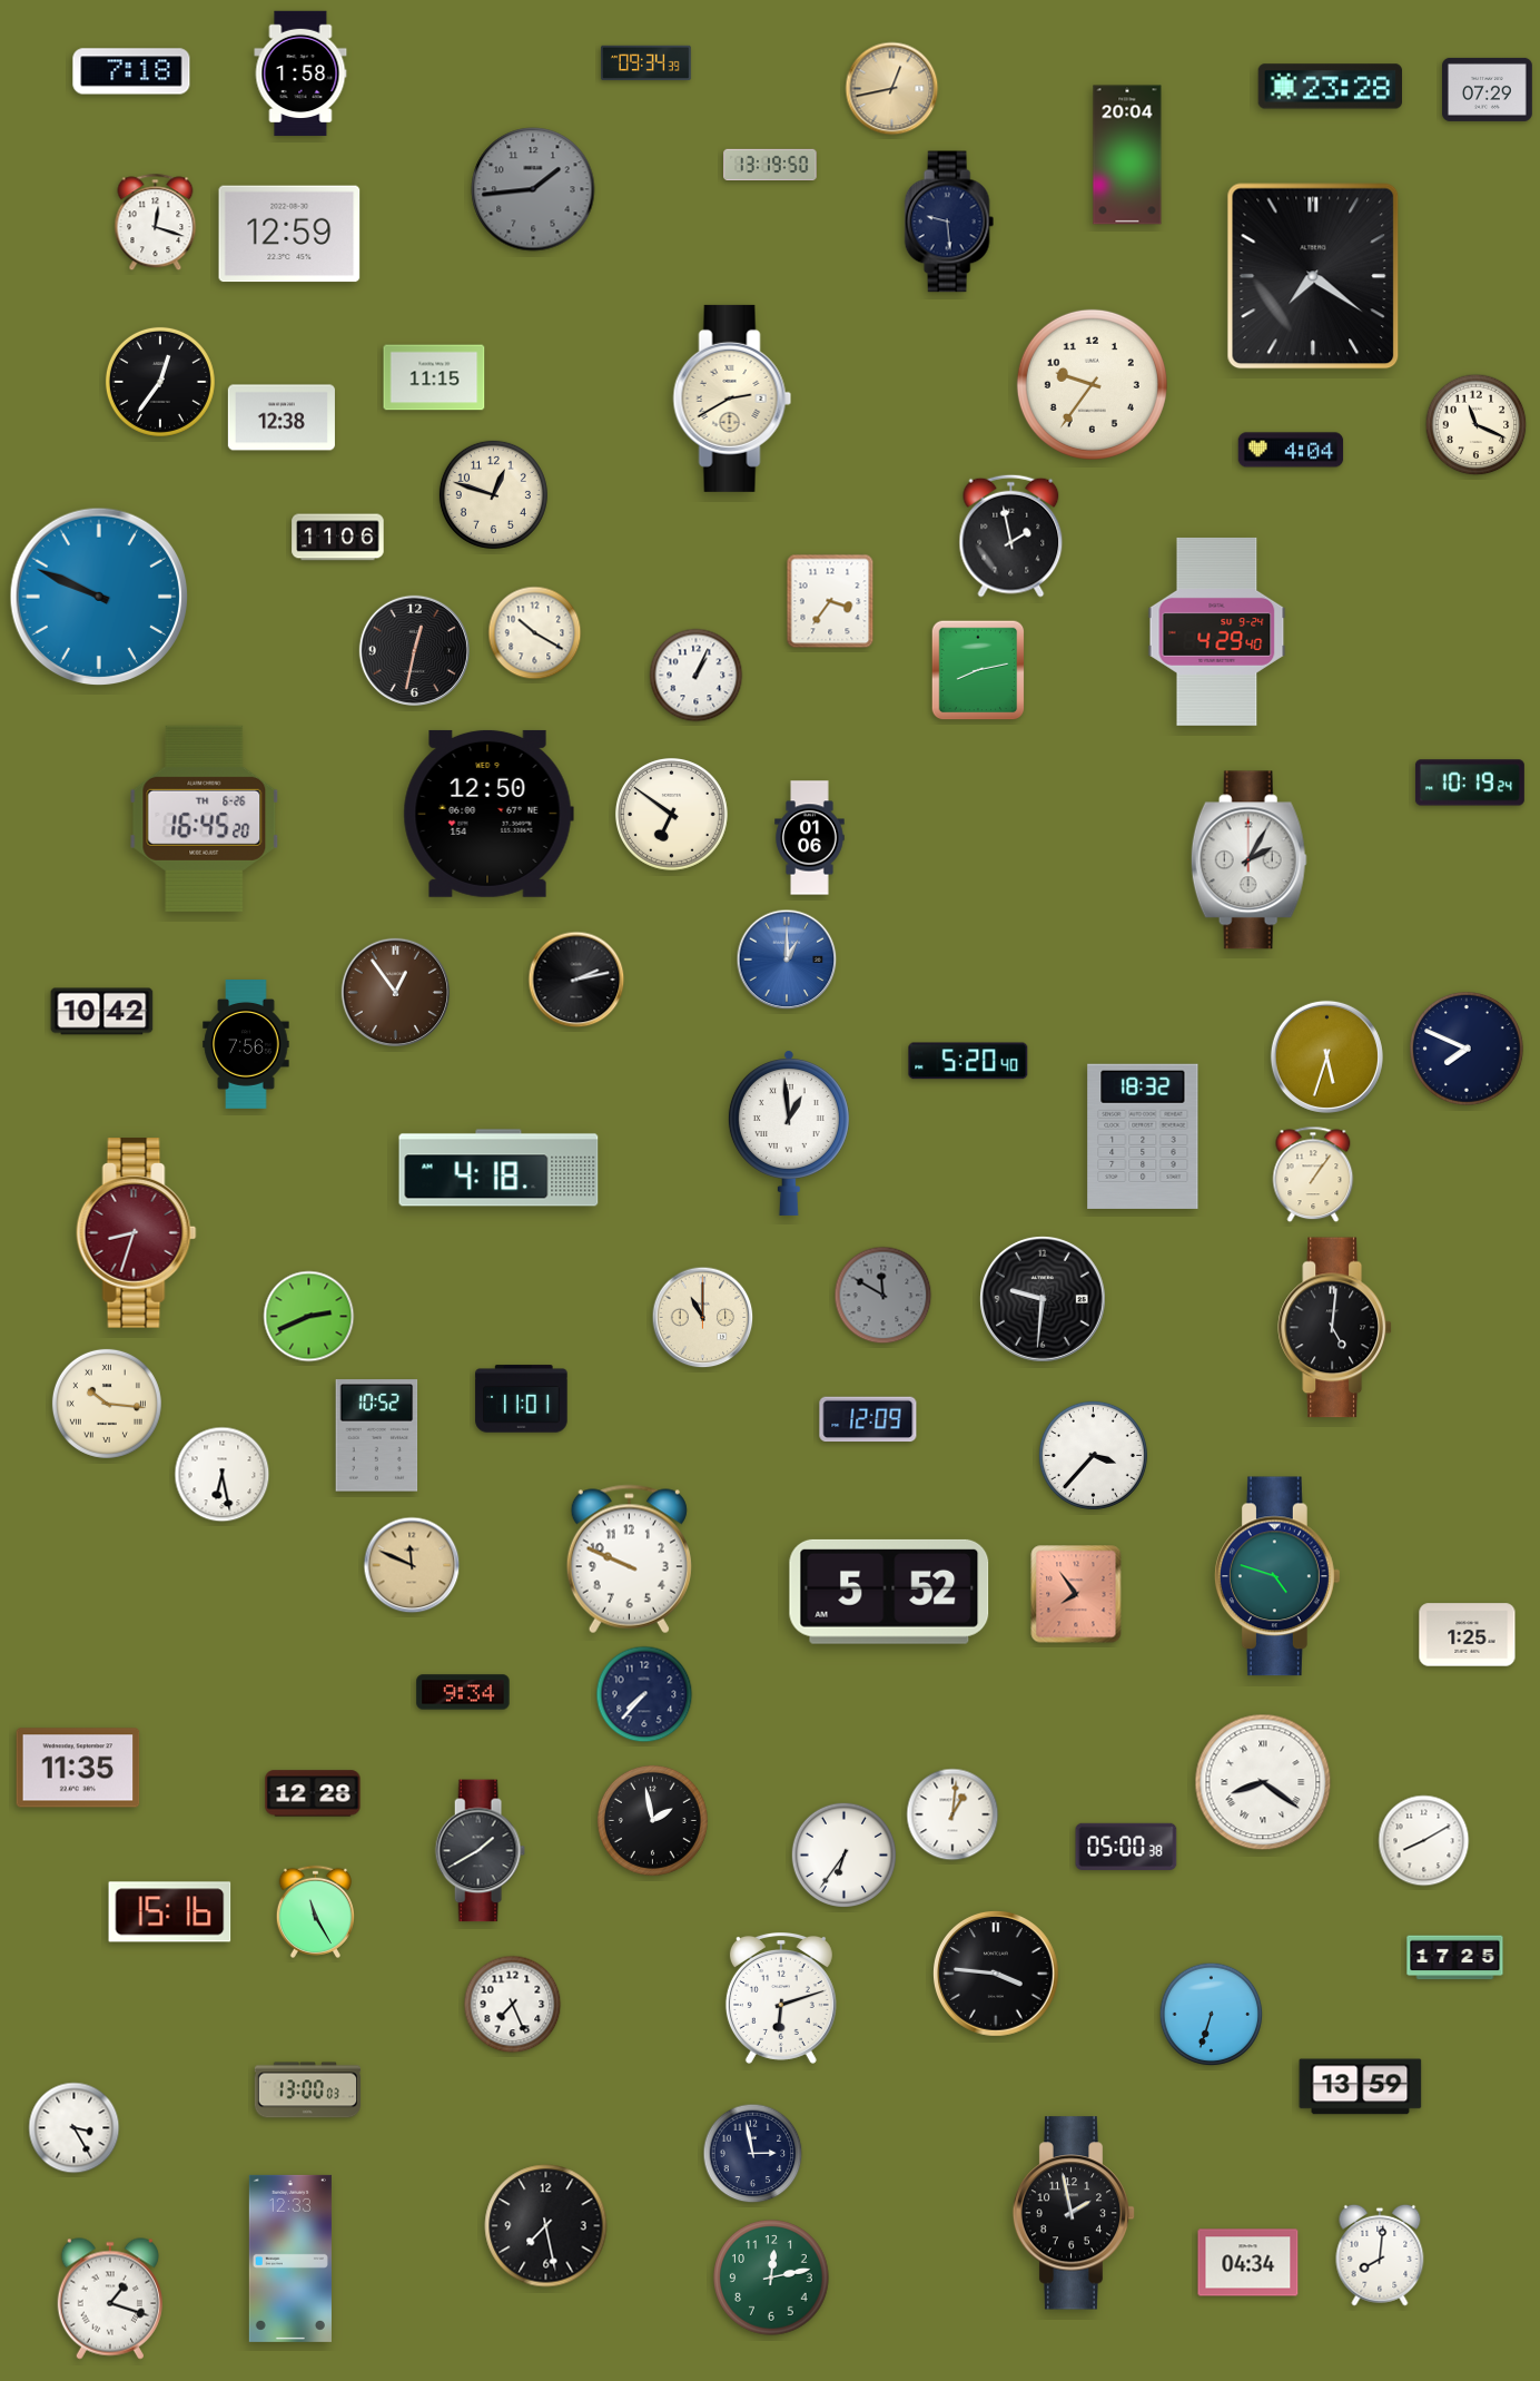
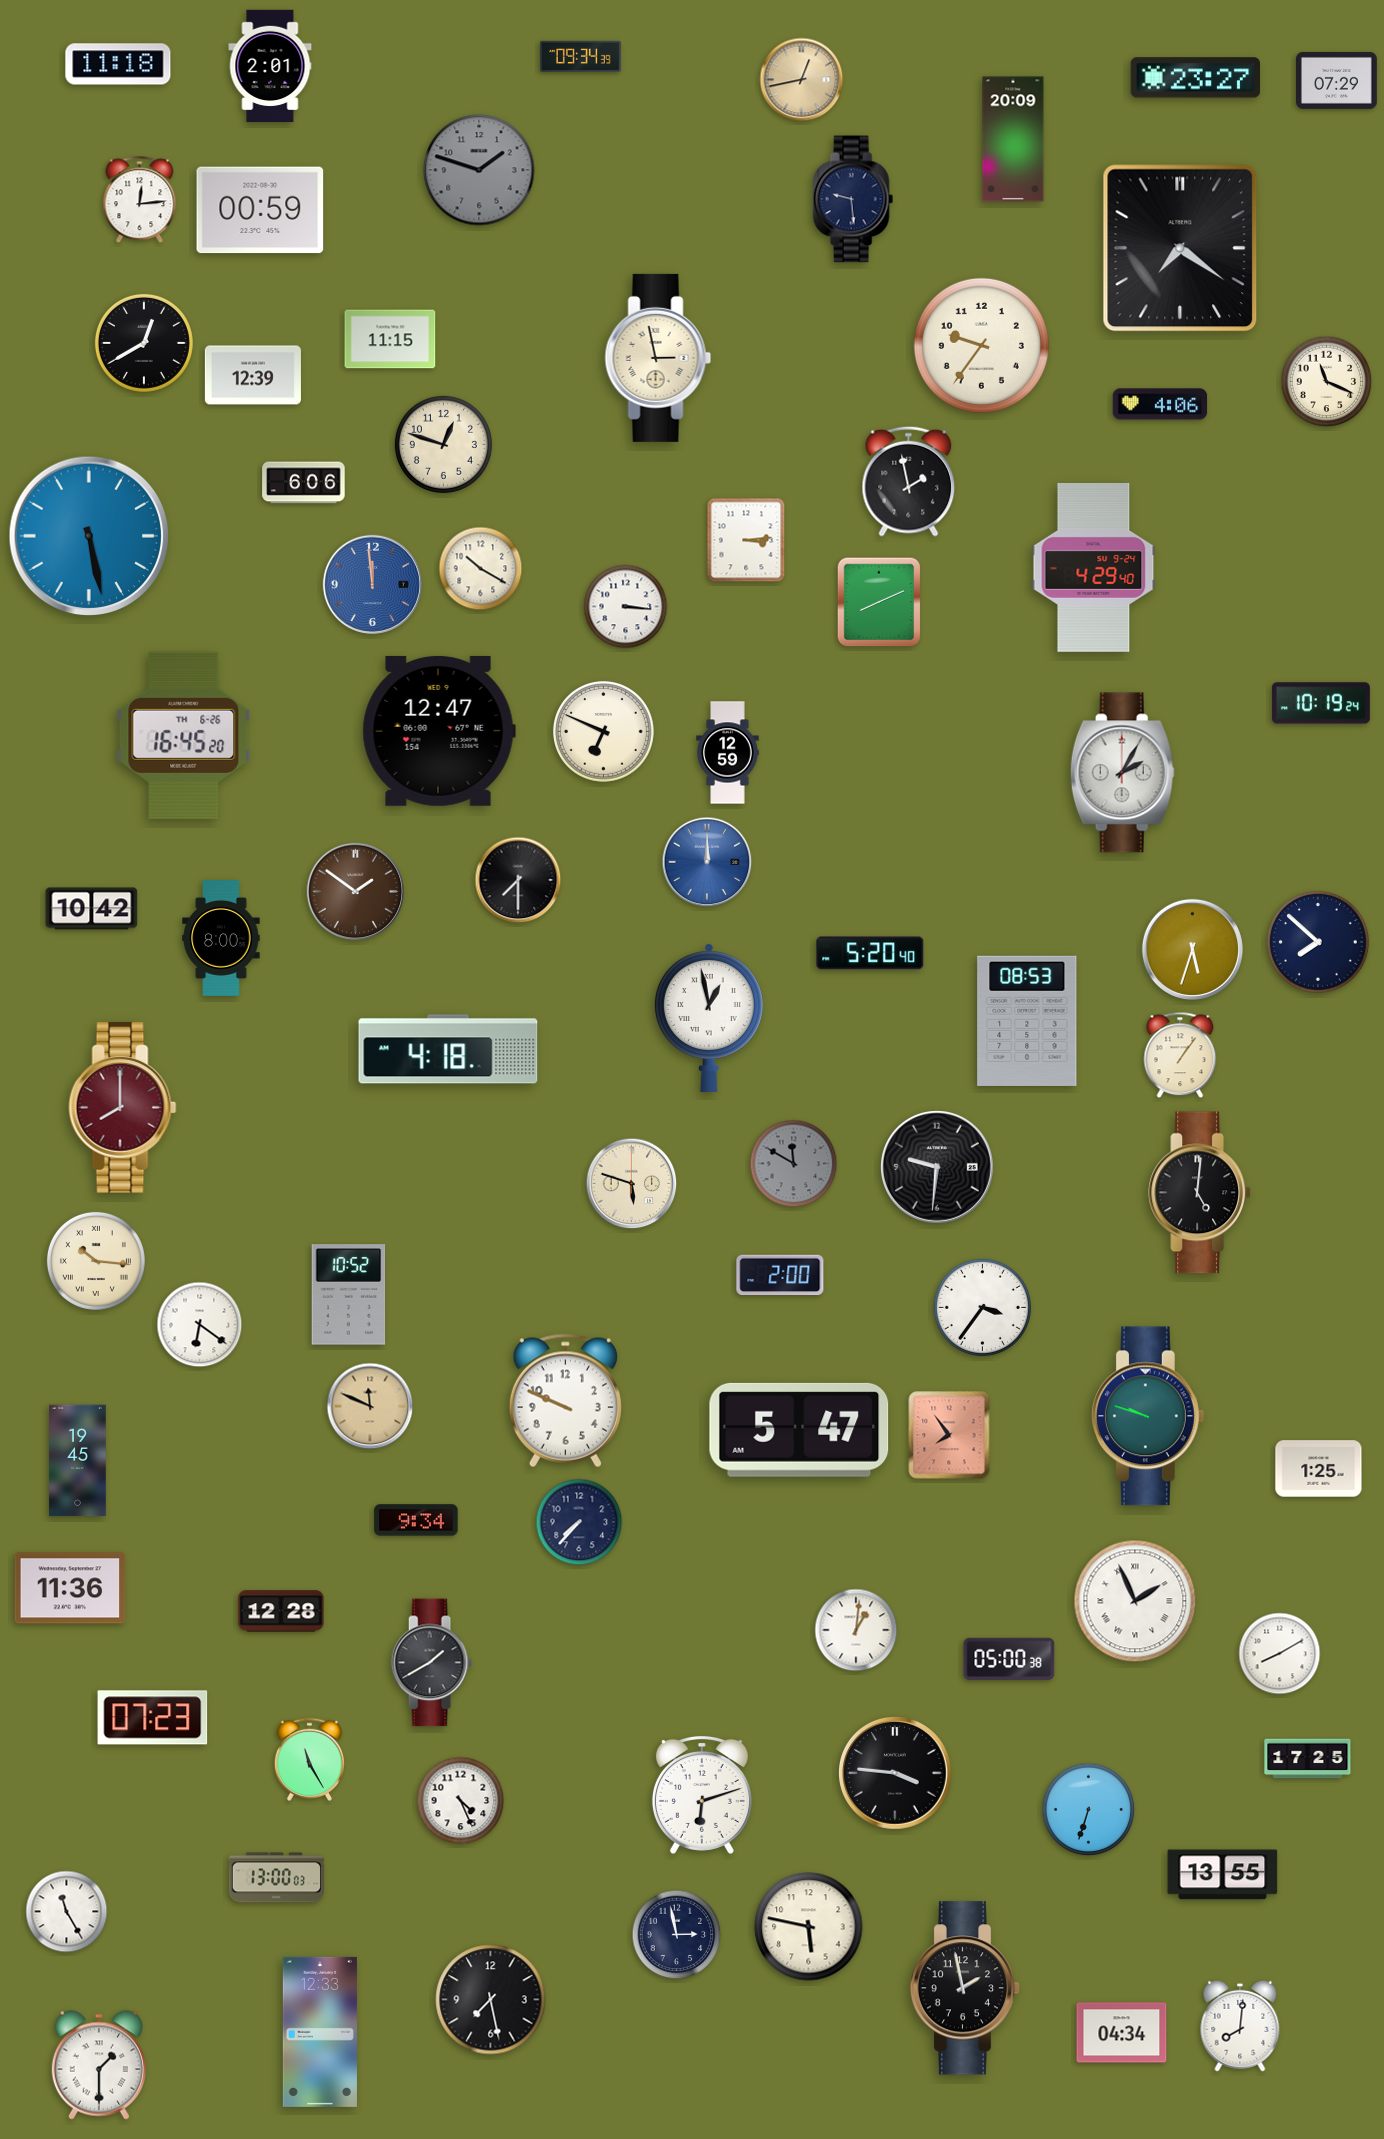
clock at (131, 71): 7:18 -> 11:18
clock at (300, 73): 1:58 -> 2:01
clock at (1330, 87): 23:28 -> 23:27
clock at (1127, 155): 20:04 -> 20:09
clock at (770, 164): 13:19 -> none
clock at (533, 189): 1:44 -> 1:48
clock at (156, 223): 12:18 -> 12:14
clock at (289, 234): 12:59 -> 00:59
clock at (160, 382): 12:36 -> 12:40
clock at (732, 399): 2:40 -> 2:58
clock at (282, 417): 12:38 -> 12:39
clock at (1291, 450): 4:04 -> 4:06
clock at (338, 538): 11:06 -> 6:06
clock at (99, 597): 9:49 -> 5:28
clock at (830, 601): 3:36 -> 3:14
clock at (414, 650): 12:32 -> 11:59
clock at (414, 650) dial: black -> blue
clock at (978, 670): 8:13 -> 8:11
clock at (697, 676): 1:04 -> 3:16
clock at (488, 814): 12:50 -> 12:47
clock at (671, 814): 6:51 -> 6:49
clock at (810, 838): 01:06 -> 12:59
clock at (787, 960): 1:00 -> 12:00
clock at (576, 980): 2:13 -> 7:30
clock at (395, 992): 12:54 -> 1:51
clock at (246, 1045): 7:56 -> 8:00
clock at (1468, 1050): 7:49 -> 7:52
clock at (789, 1133): 12:59 -> 12:58
clock at (1143, 1137): 18:32 -> 08:53
clock at (137, 1233): 8:33 -> 8:00
clock at (309, 1317): 2:41 -> none
clock at (703, 1318): 11:00 -> 5:48
clock at (522, 1399): 11:01 -> none
clock at (868, 1419): 12:09 -> 2:00
clock at (377, 1436) position: (377, 1436) -> (349, 1295)
clock at (1093, 1455): 3:37 -> 3:36
clock at (223, 1475): 6:28 -> 6:21
clock at (1277, 1576): 4:48 -> 9:48
clock at (889, 1592): 5:52 -> 5:47
clock at (1076, 1594) position: (1076, 1594) -> (949, 1435)
clock at (78, 1461): none -> 19:45
clock at (78, 1768): 11:35 -> 11:36
clock at (1263, 1782): 8:21 -> 1:56
clock at (652, 1820): 1:58 -> none
clock at (1126, 1847) position: (1126, 1847) -> (1009, 1659)
clock at (843, 1854): 6:36 -> none
clock at (315, 1911) position: (315, 1911) -> (309, 1759)
clock at (170, 1912): 15:16 -> 07:23
clock at (513, 2005): 7:26 -> 4:26
clock at (1361, 2087): 13:59 -> 13:55
clock at (75, 2128): 3:25 -> 11:25
clock at (809, 1927): none -> 5:47
clock at (290, 2259) position: (290, 2259) -> (320, 2032)
clock at (771, 2277): 12:13 -> none
clock at (110, 2299): 1:18 -> 1:30
